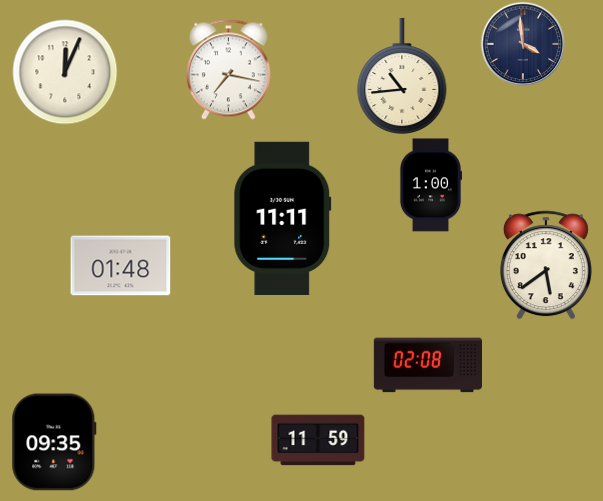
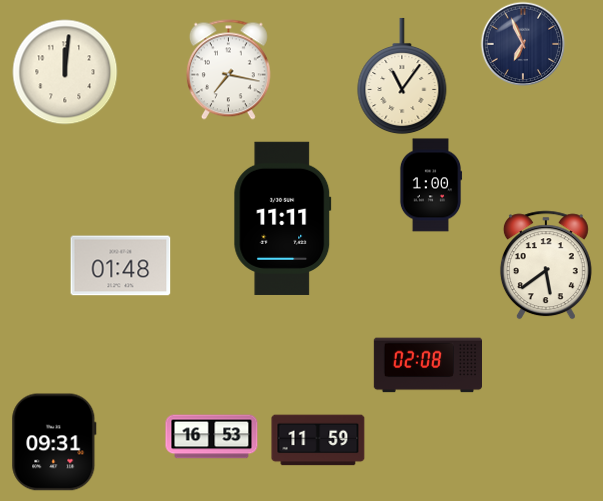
clock at (523, 44): 3:59 -> 6:56
clock at (65, 72): 12:04 -> 12:01
clock at (402, 76): 10:44 -> 11:06
clock at (212, 437): none -> 16:53
clock at (54, 442): 09:35 -> 09:31
